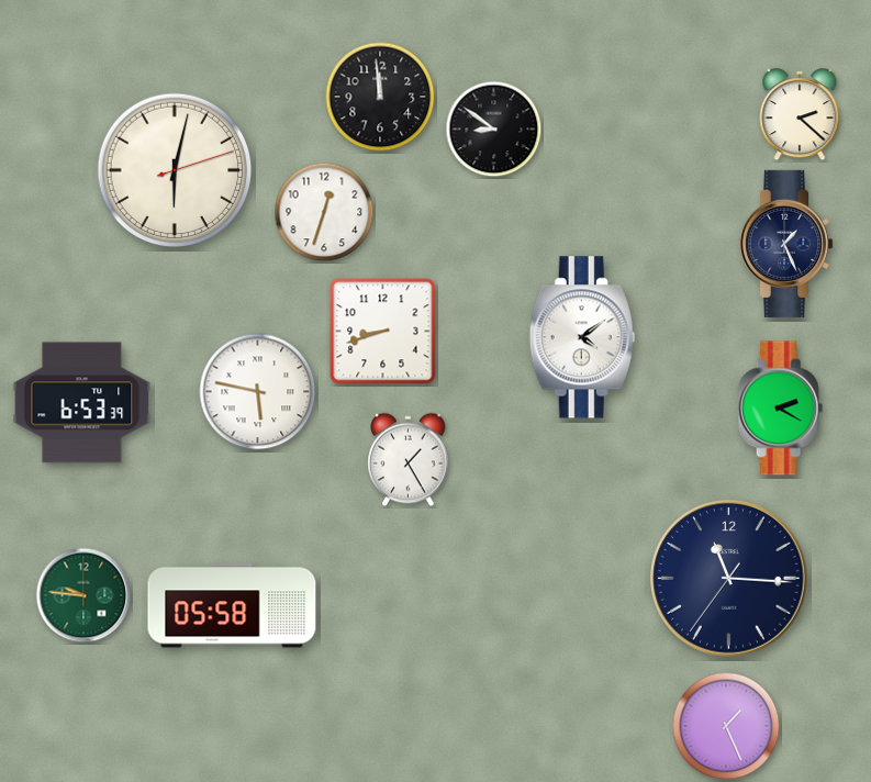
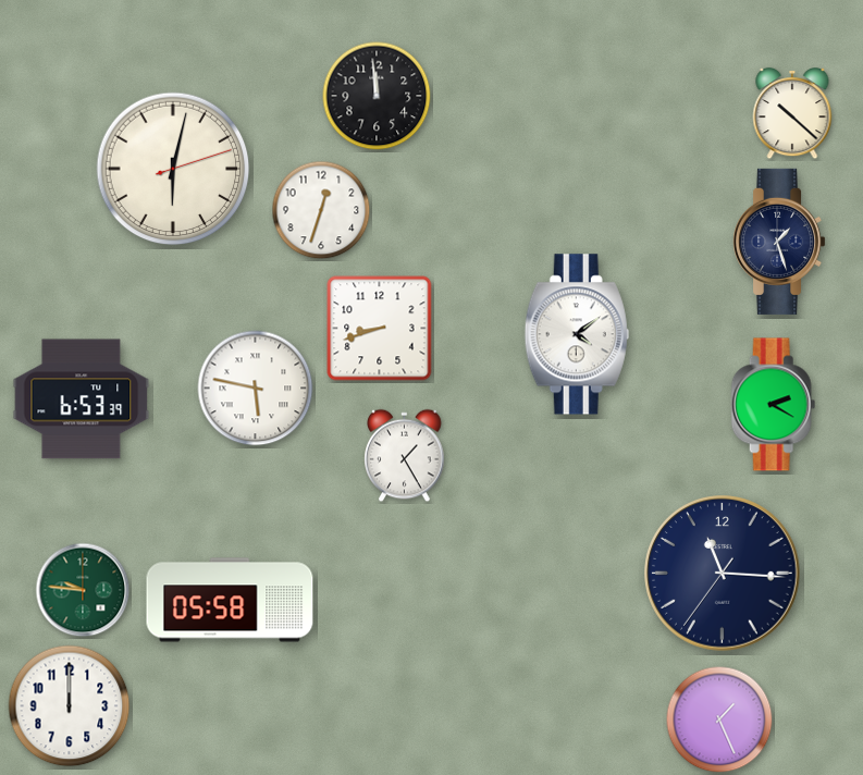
clock at (800, 114): 2:22 -> 10:22
clock at (494, 130): 8:51 -> none
clock at (788, 244): 1:26 -> 1:27
clock at (70, 706): none -> 12:00
